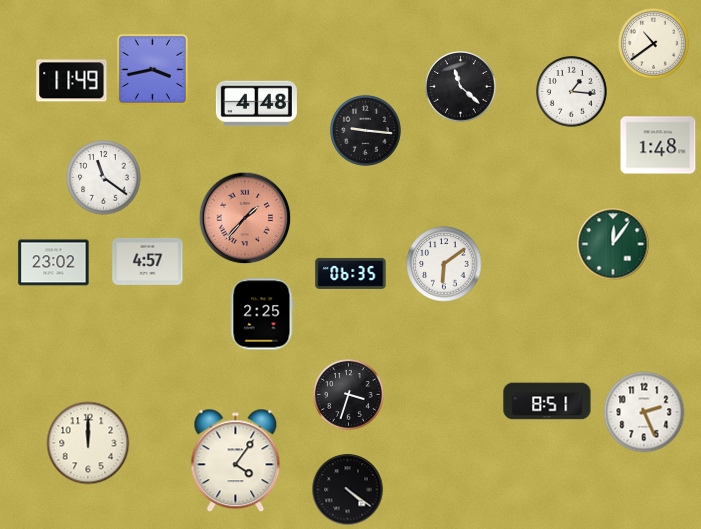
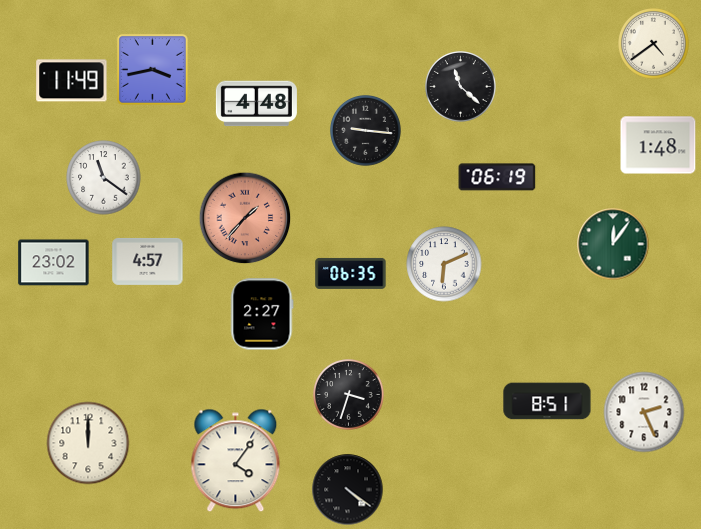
clock at (654, 44): 10:39 -> 4:39
clock at (572, 92): 1:16 -> none
clock at (497, 177): none -> 06:19
clock at (444, 264): 6:09 -> 6:11
clock at (262, 314): 2:25 -> 2:27
